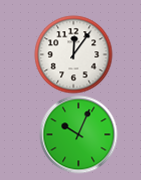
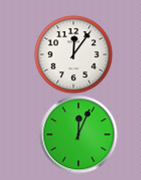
clock at (78, 134): 10:04 -> 12:04
